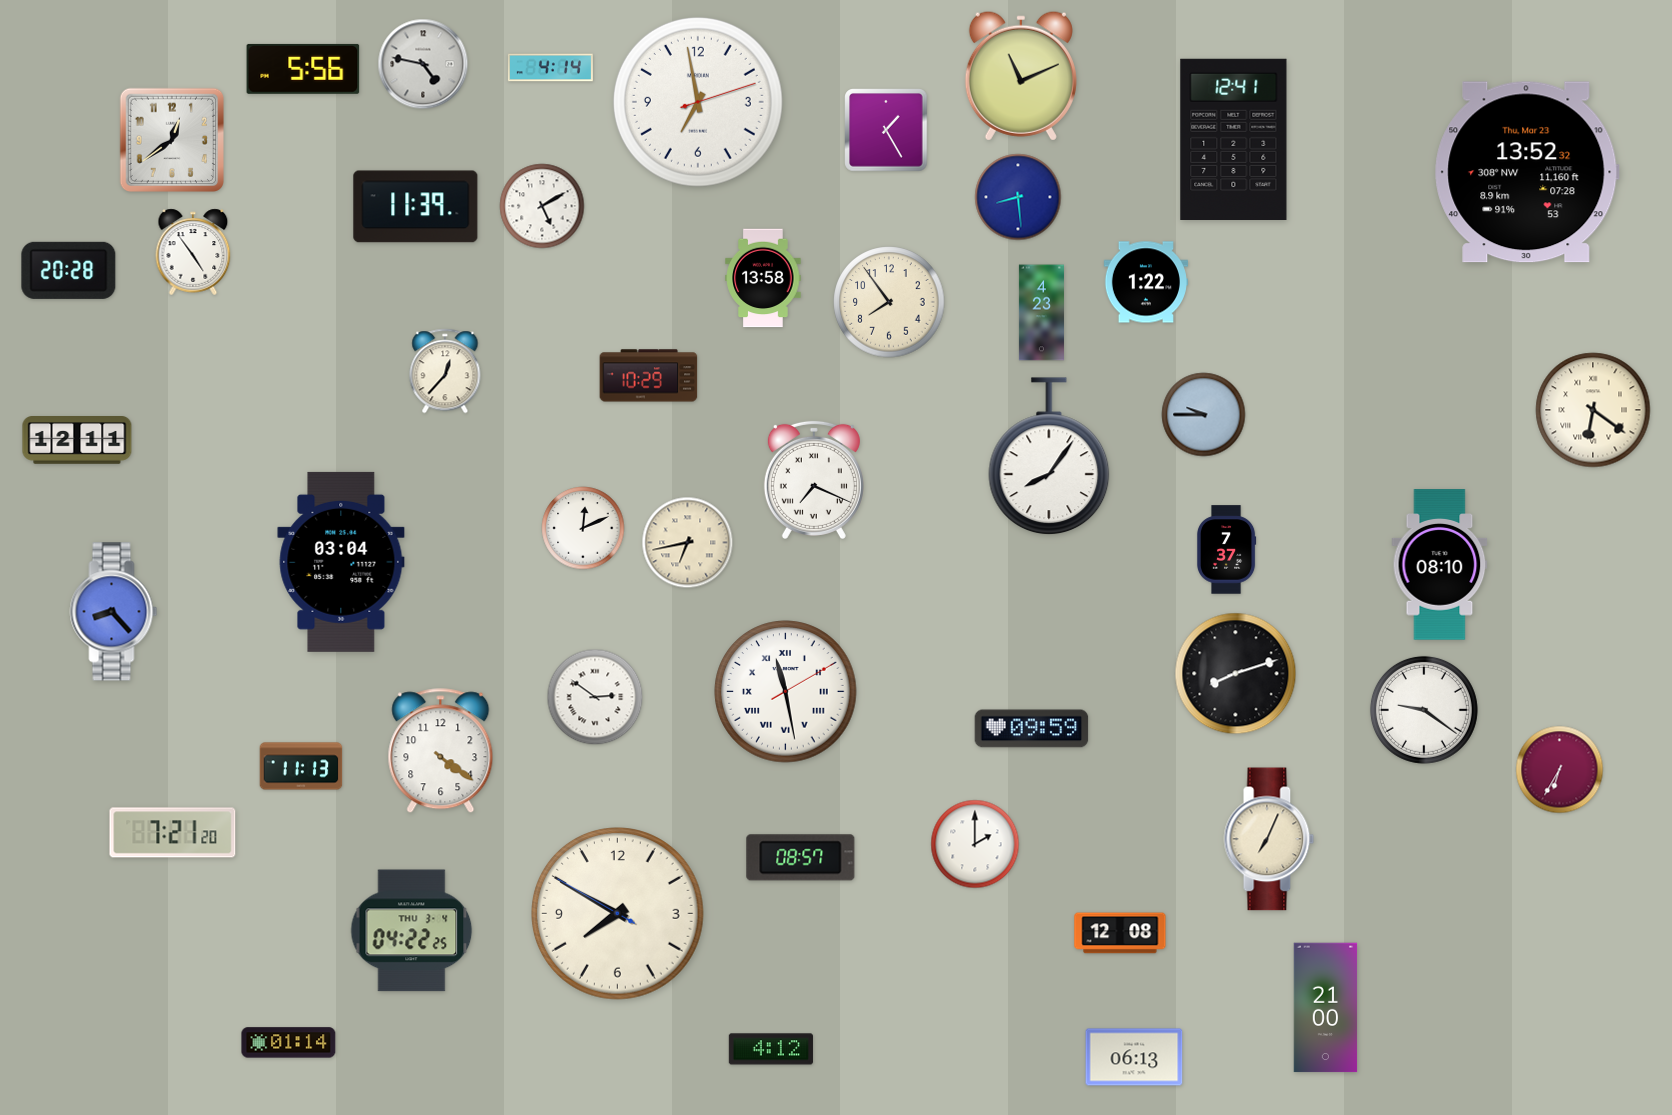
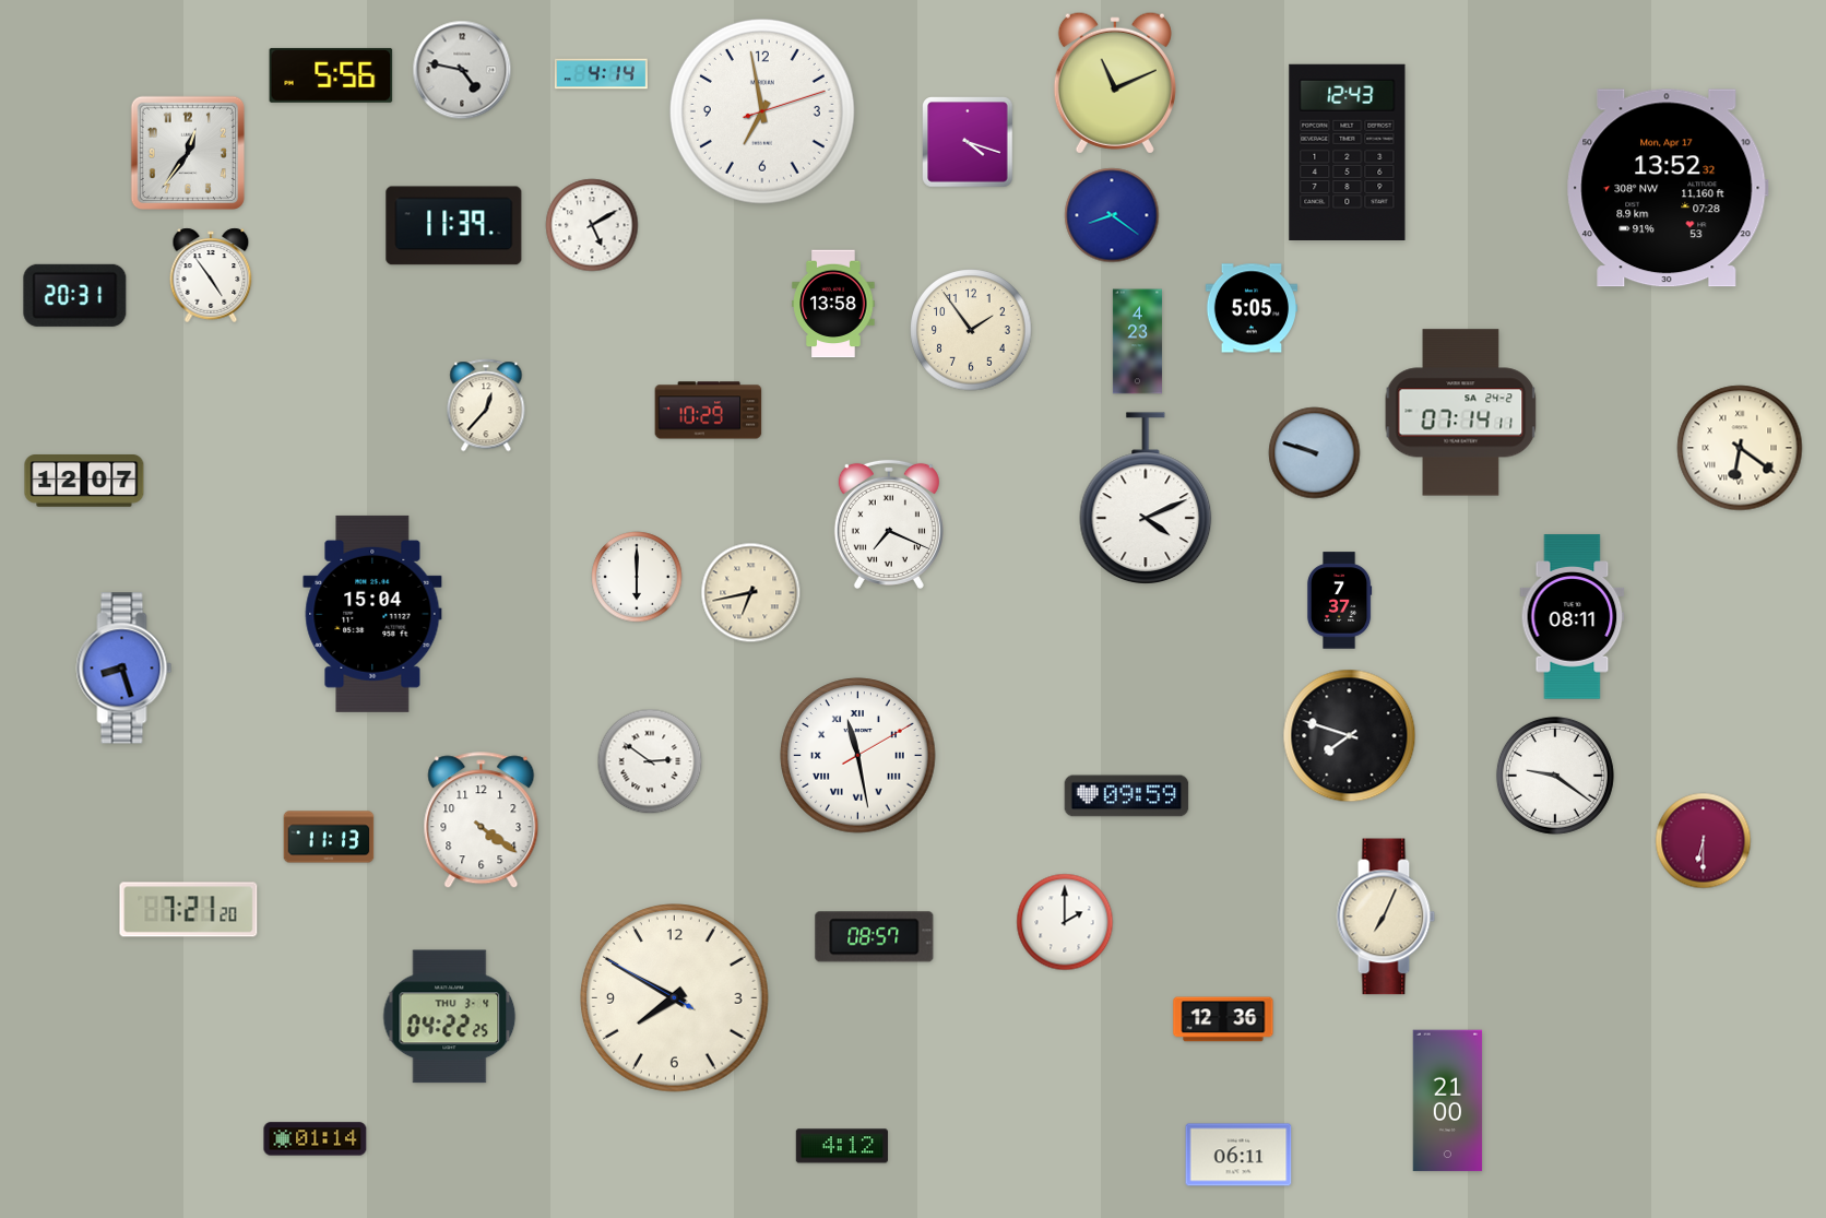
clock at (886, 130): 1:25 -> 4:18
clock at (1234, 139): 12:41 -> 12:43
clock at (172, 140): 12:39 -> 12:36
clock at (1527, 172) date: Thu, Mar 23 -> Mon, Apr 17
clock at (1018, 197): 8:29 -> 8:21
clock at (69, 270): 20:28 -> 20:31
clock at (1145, 282): 1:22 -> 5:05
clock at (889, 302): 7:54 -> 1:54
clock at (1461, 413): none -> 07:14
clock at (1204, 415): 9:45 -> 9:48
clock at (77, 440): 12:11 -> 12:07
clock at (1049, 457): 8:06 -> 4:11
clock at (583, 528): 12:11 -> 6:00
clock at (341, 562): 03:04 -> 15:04
clock at (1440, 565): 08:10 -> 08:11
clock at (114, 612): 8:23 -> 8:27
clock at (1236, 674): 8:12 -> 7:48
clock at (1560, 770): 6:35 -> 6:30
clock at (1120, 933): 12:08 -> 12:36
clock at (1134, 1057): 06:13 -> 06:11
